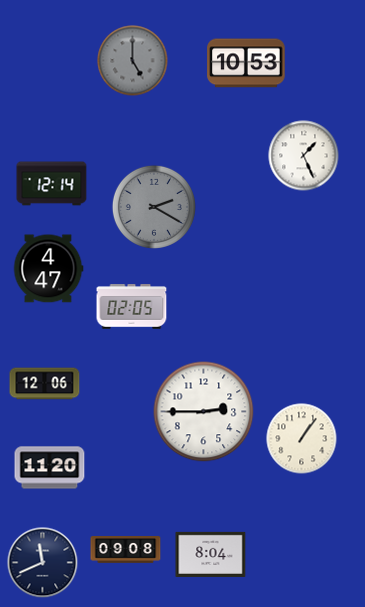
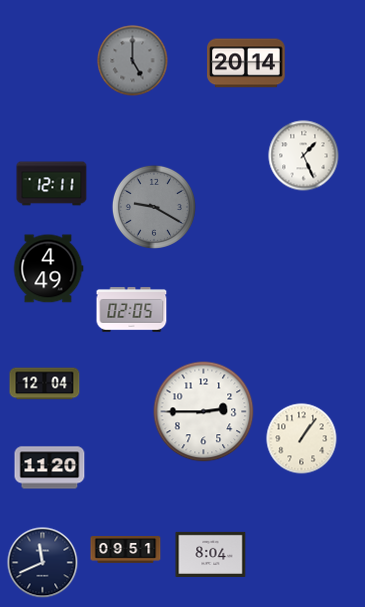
clock at (246, 63): 10:53 -> 20:14
clock at (52, 184): 12:14 -> 12:11
clock at (154, 207): 2:20 -> 9:20
clock at (48, 269): 4:47 -> 4:49
clock at (132, 307) position: (132, 307) -> (132, 310)
clock at (45, 384): 12:06 -> 12:04
clock at (126, 550): 09:08 -> 09:51
